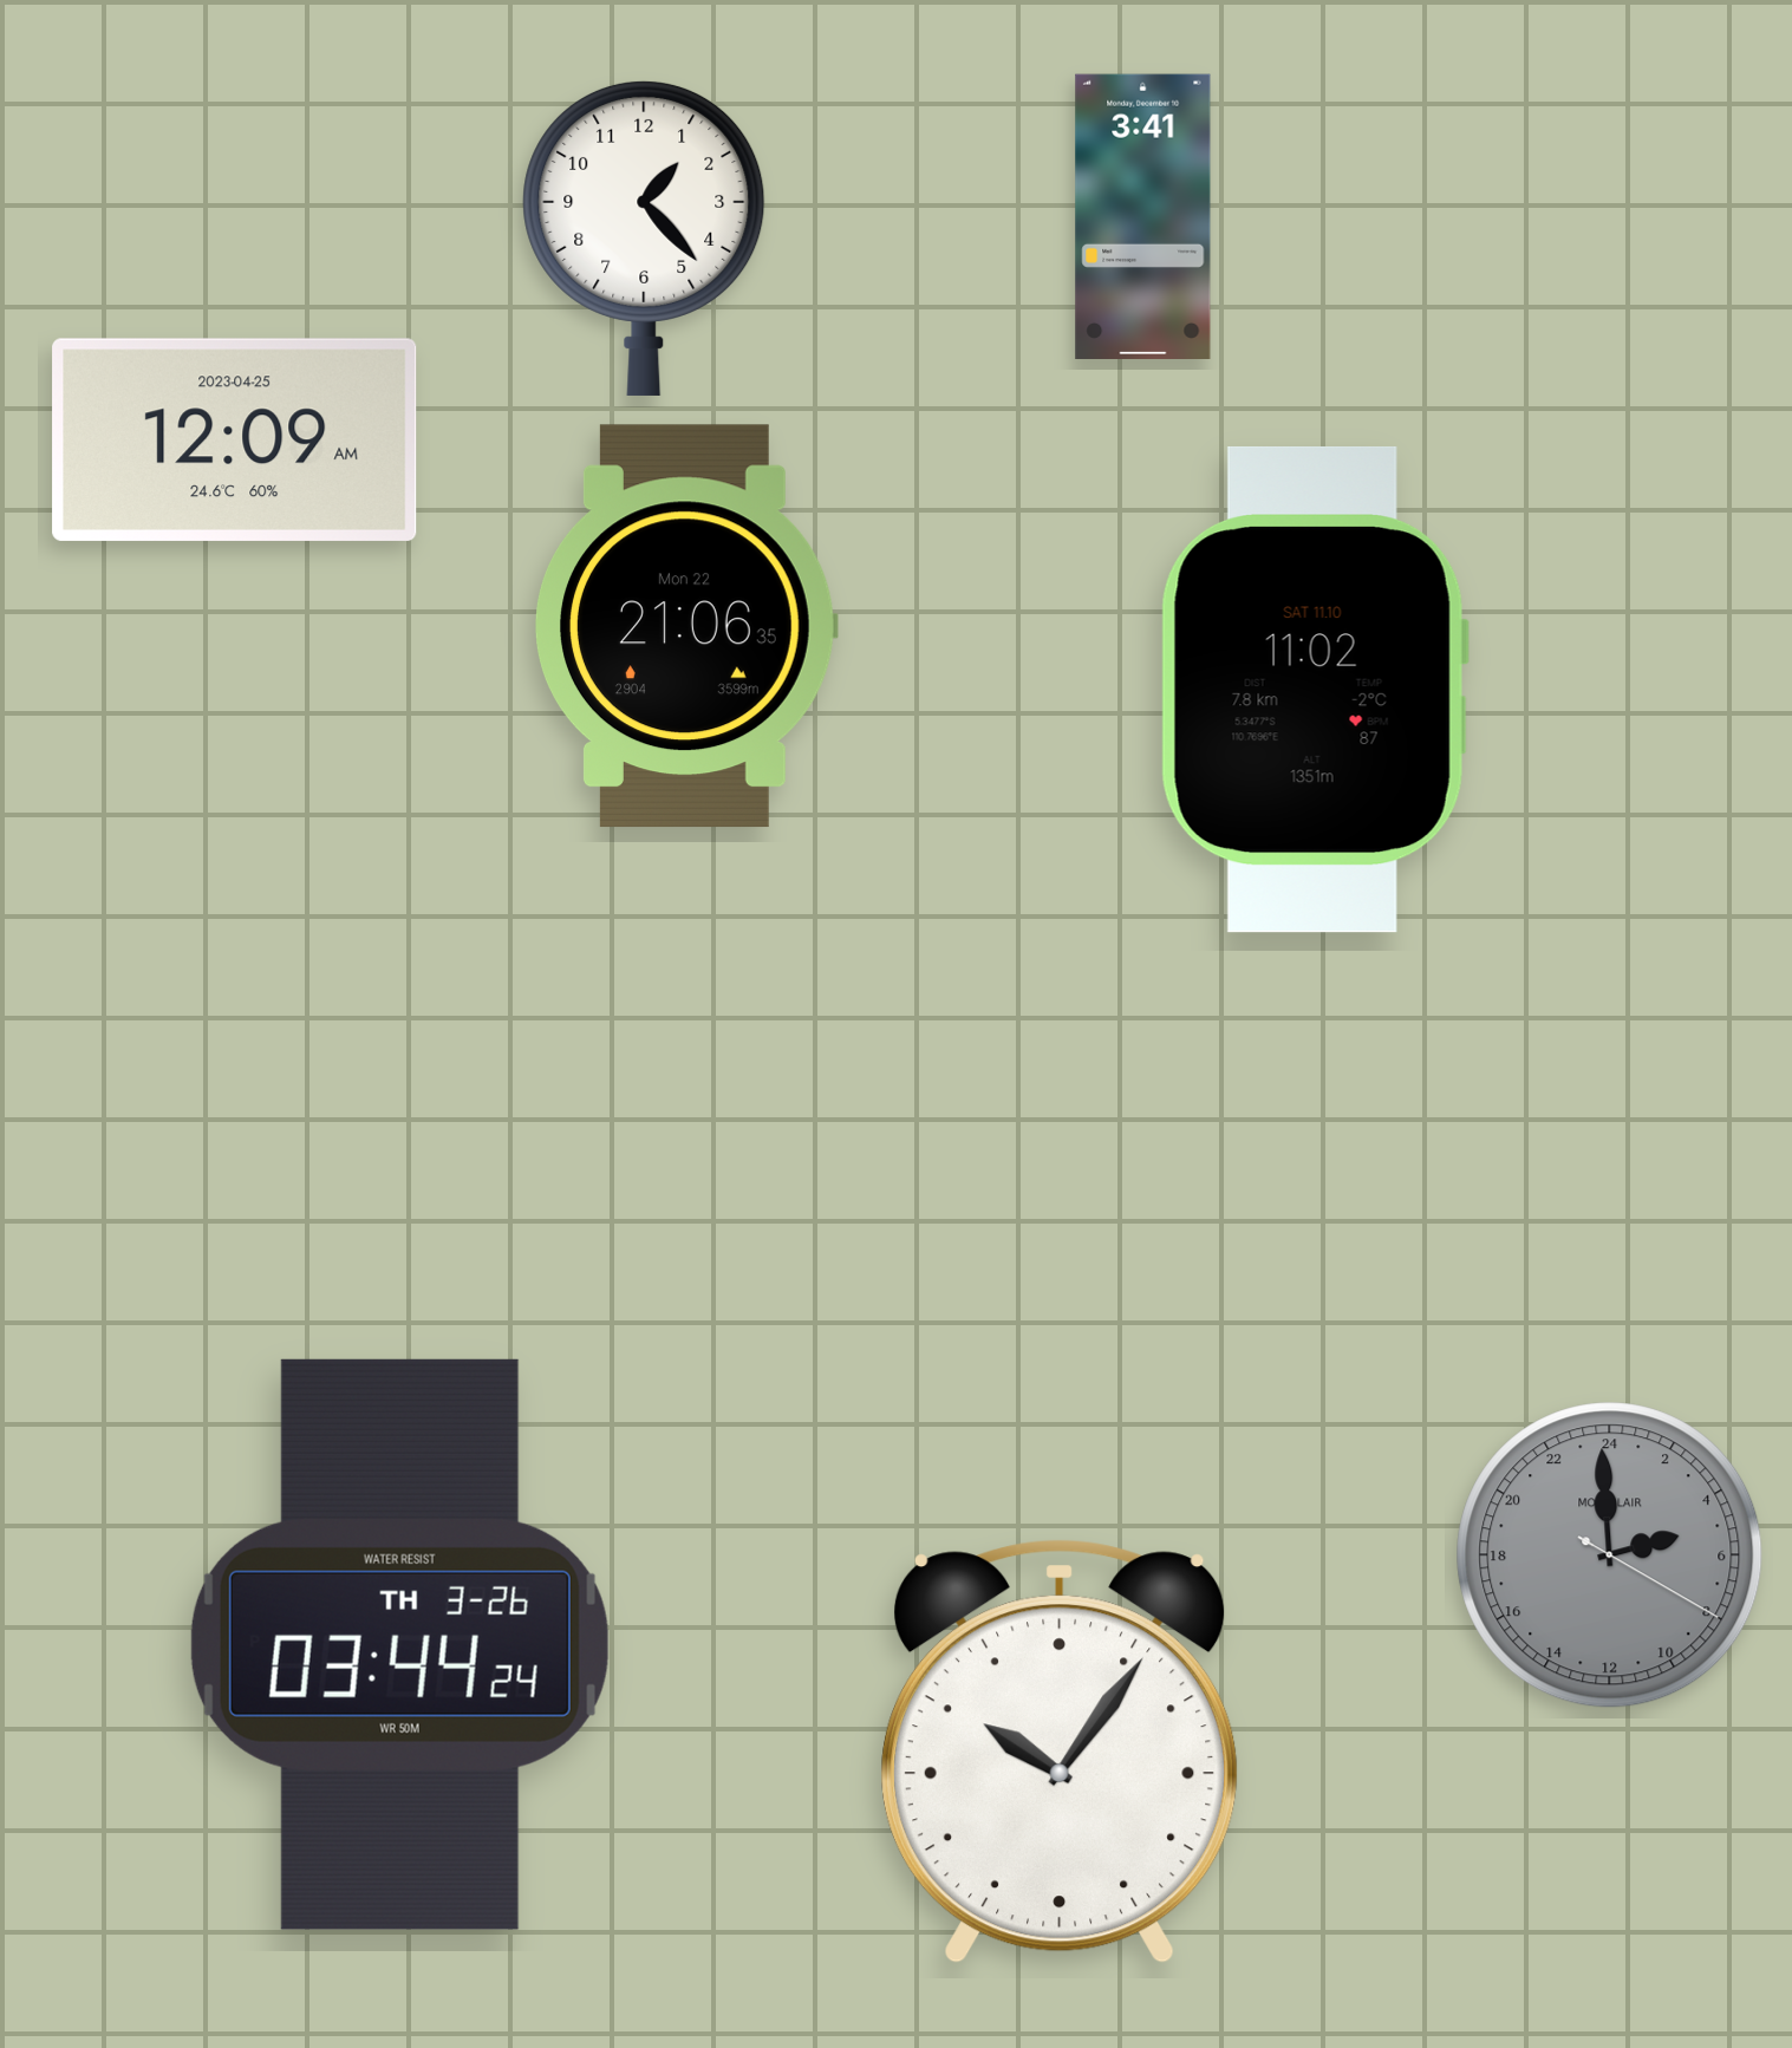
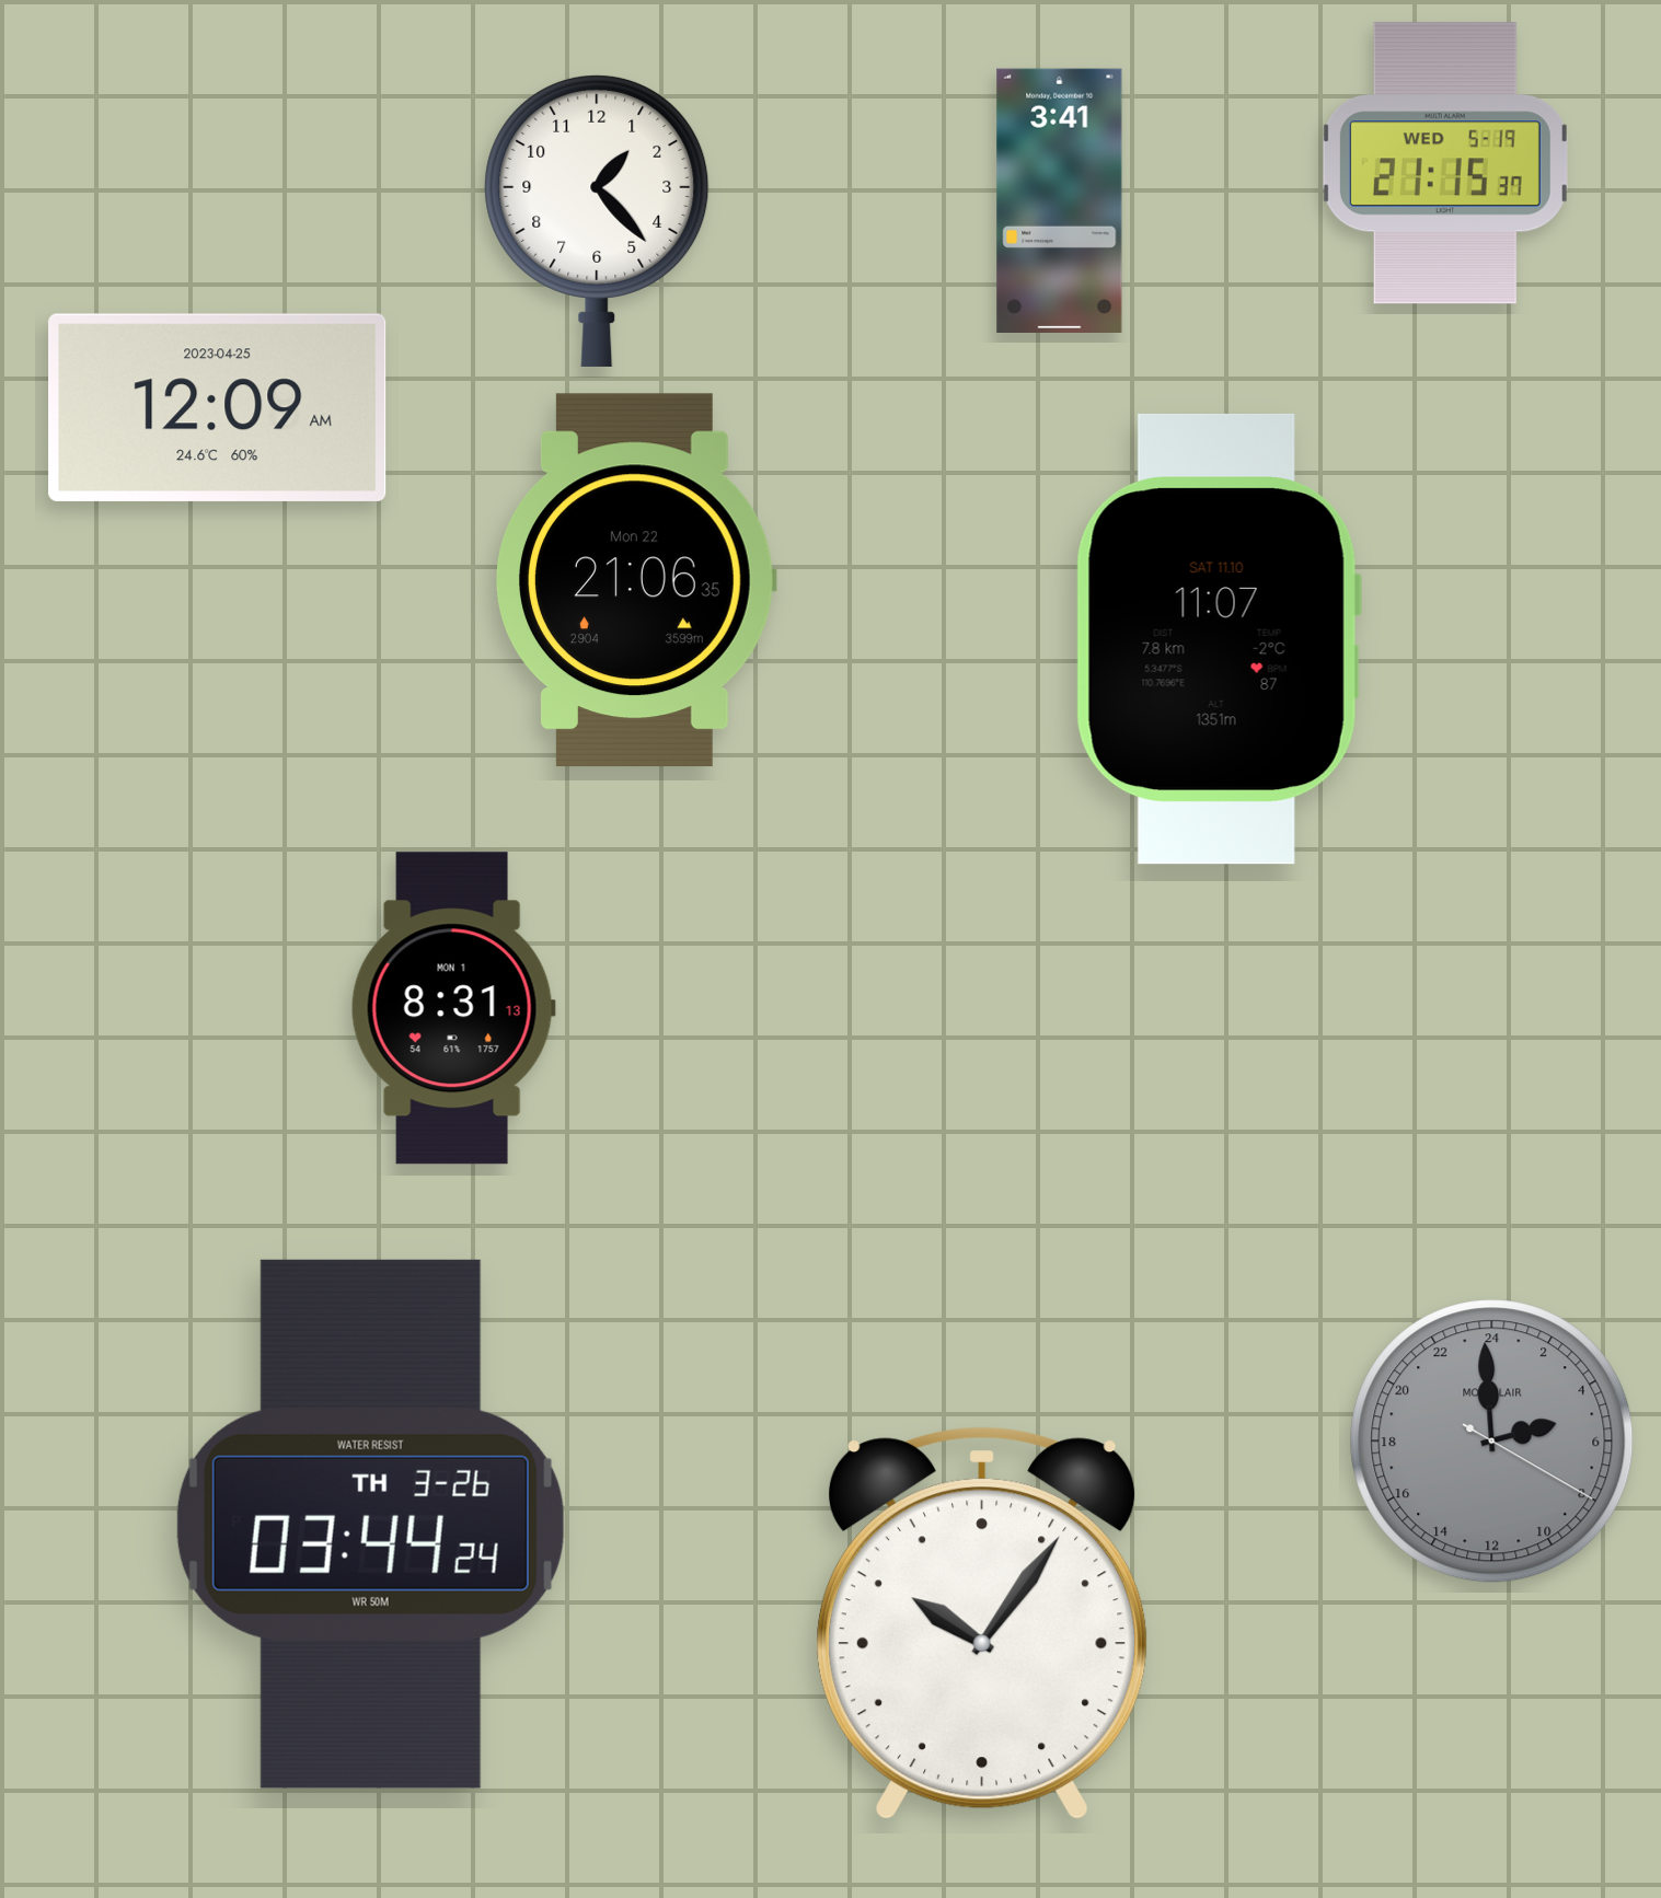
clock at (1445, 163): none -> 21:15
clock at (1315, 690): 11:02 -> 11:07
clock at (453, 1008): none -> 8:31
